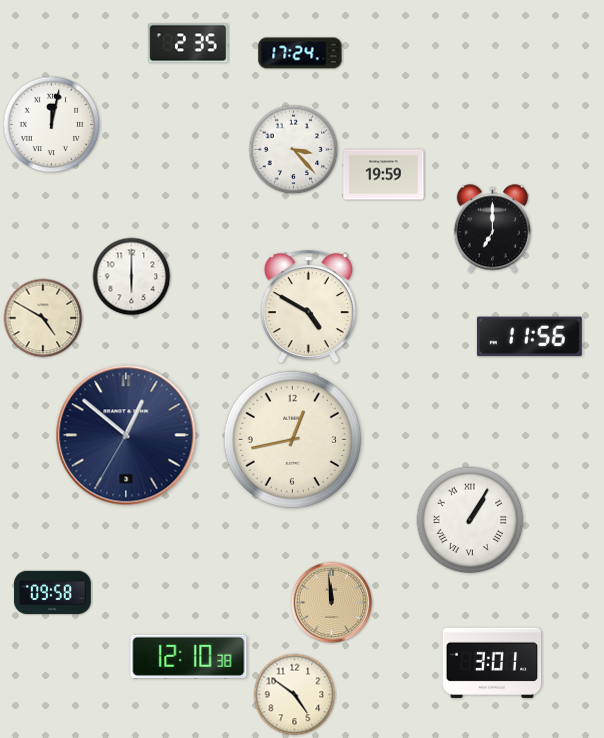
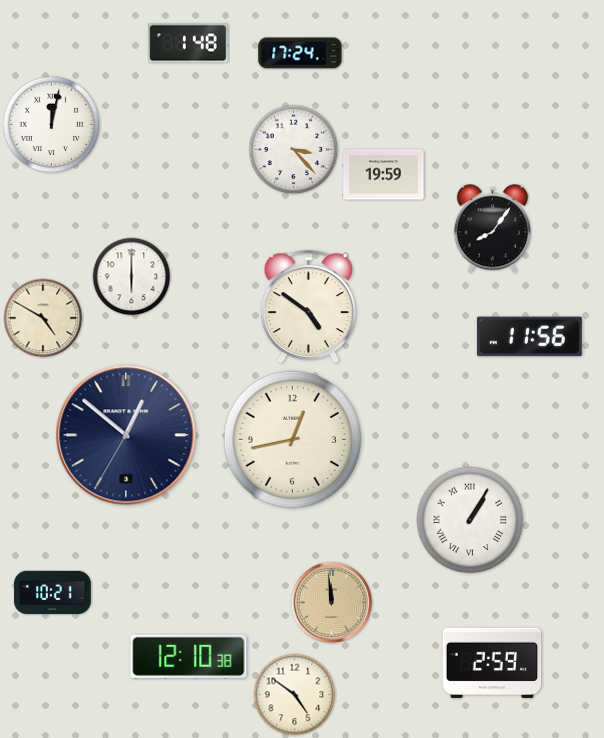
clock at (188, 43): 2:35 -> 1:48
clock at (492, 229): 7:00 -> 8:06
clock at (308, 307): 4:50 -> 4:51
clock at (53, 593): 09:58 -> 10:21
clock at (492, 663): 3:01 -> 2:59
